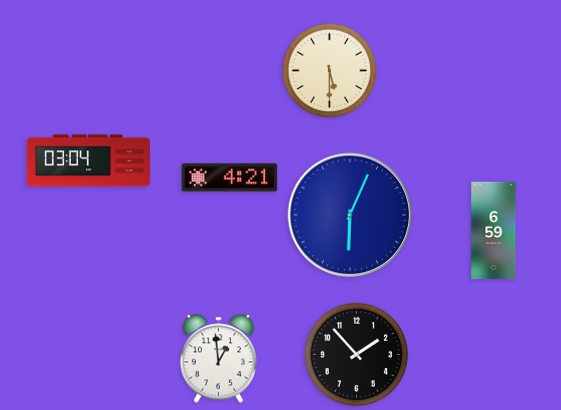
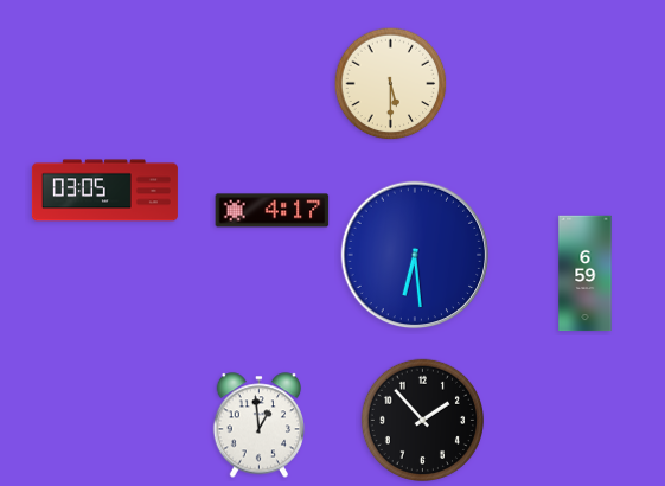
clock at (88, 161): 03:04 -> 03:05
clock at (230, 178): 4:21 -> 4:17
clock at (350, 215): 6:04 -> 6:29
